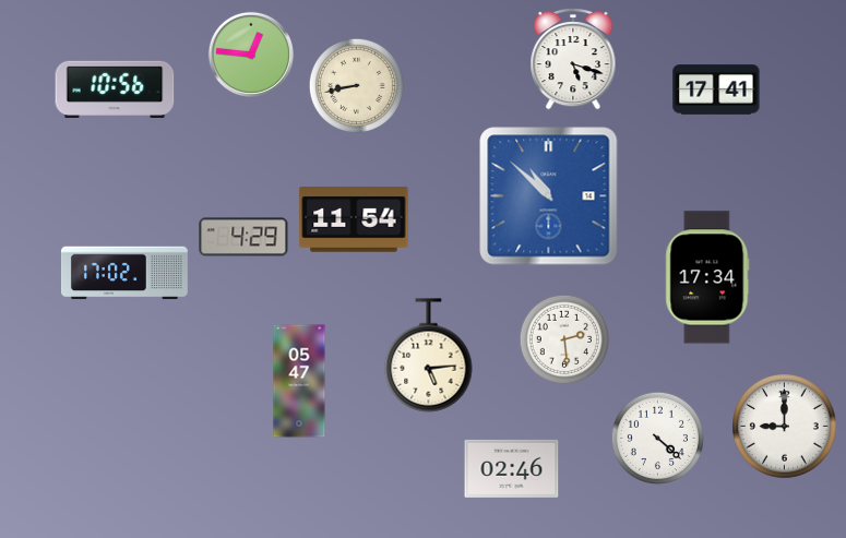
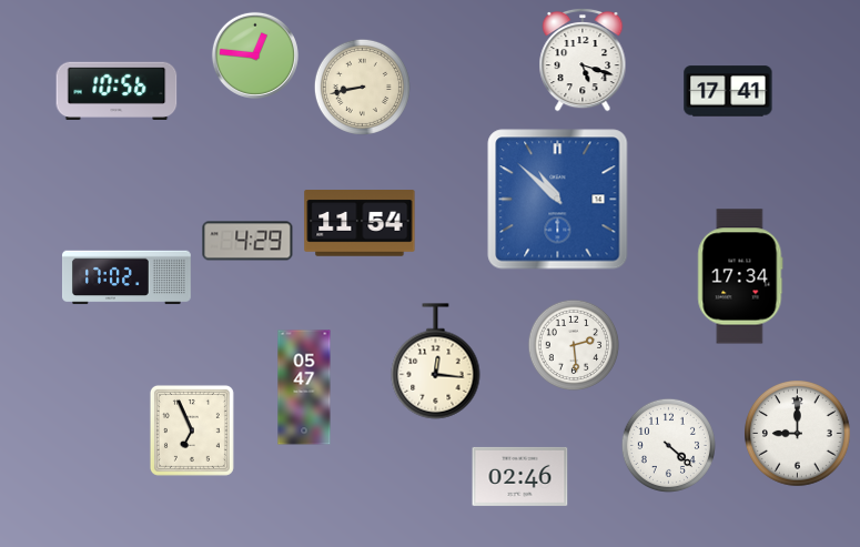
clock at (707, 277) position: (707, 277) -> (740, 276)
clock at (429, 356): 5:14 -> 12:16
clock at (192, 430): none -> 6:56
